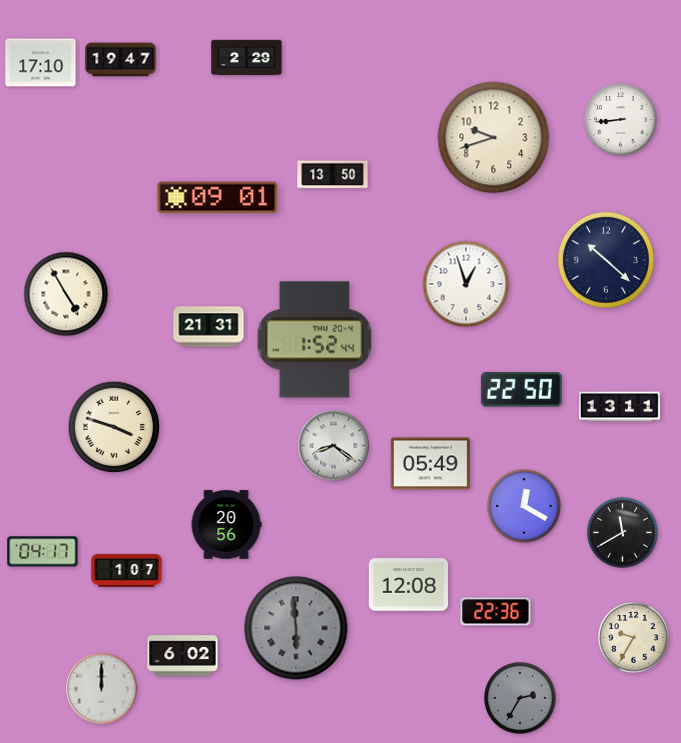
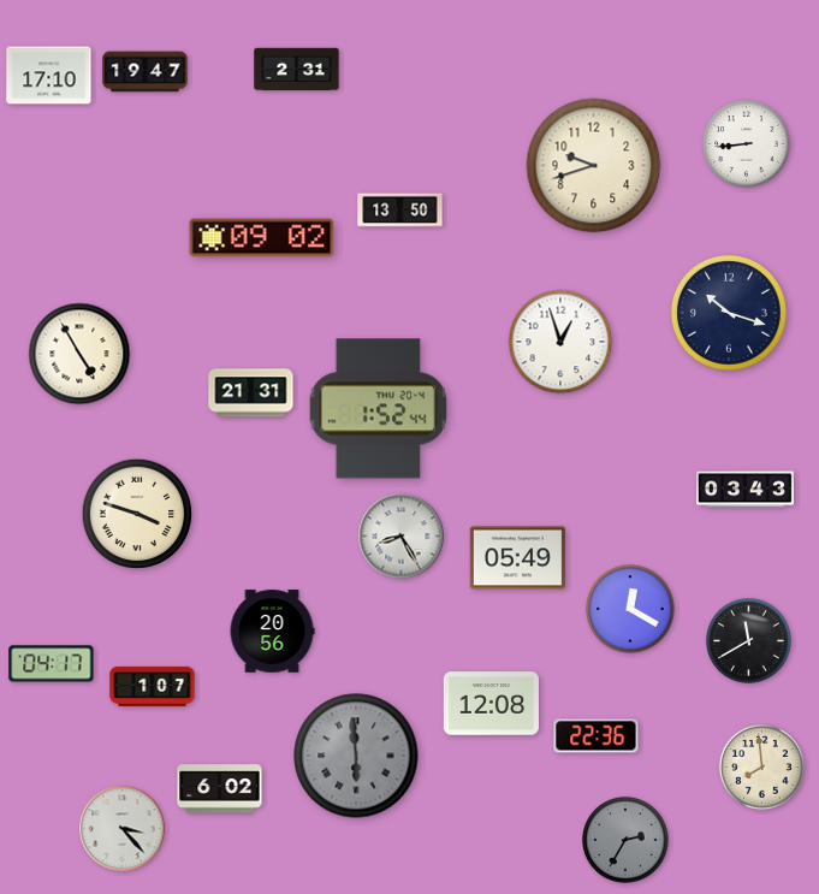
clock at (247, 58): 2:29 -> 2:31
clock at (218, 198): 09:01 -> 09:02
clock at (606, 260): 10:22 -> 10:18
clock at (521, 390): 22:50 -> none
clock at (619, 407): 13:11 -> 03:43
clock at (334, 446): 8:21 -> 8:25
clock at (634, 638): 9:35 -> 7:59
clock at (102, 689): 12:00 -> 3:23
